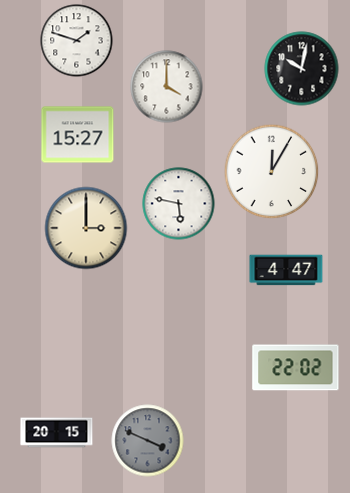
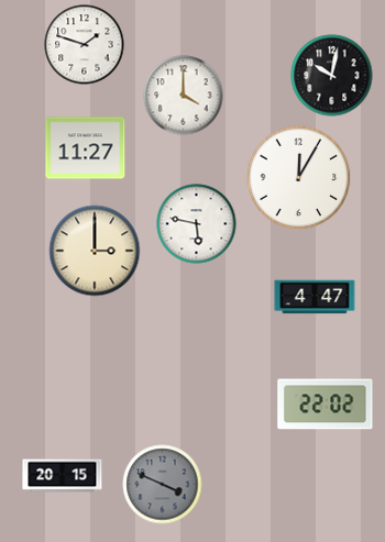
clock at (78, 135): 15:27 -> 11:27
clock at (272, 172) position: (272, 172) -> (299, 178)
